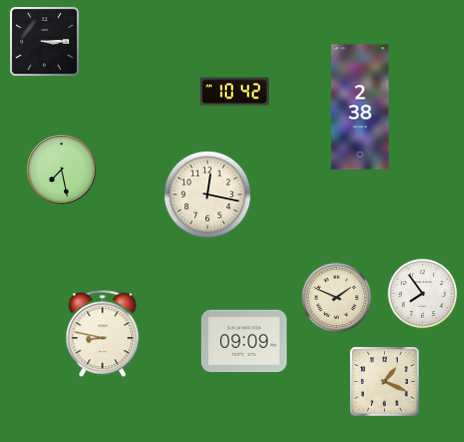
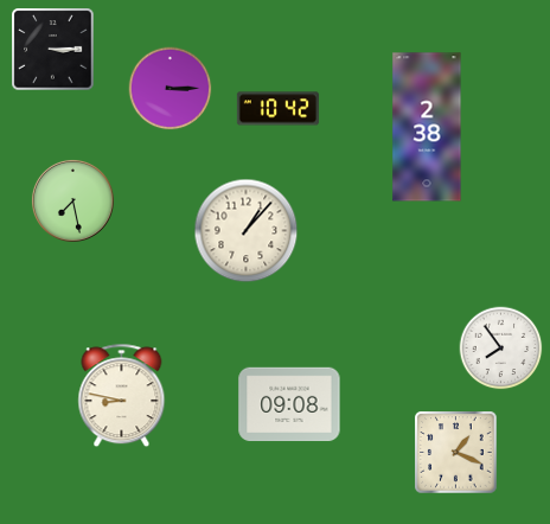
clock at (171, 89): none -> 3:15
clock at (208, 195): 12:17 -> 1:07
clock at (337, 298): 1:49 -> none
clock at (244, 341): 09:09 -> 09:08
